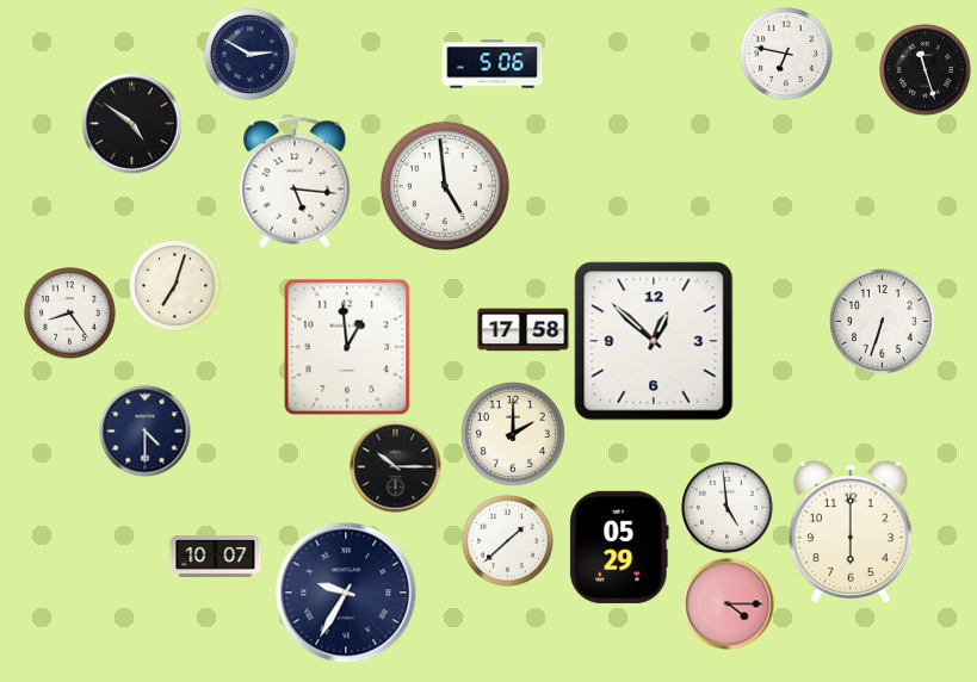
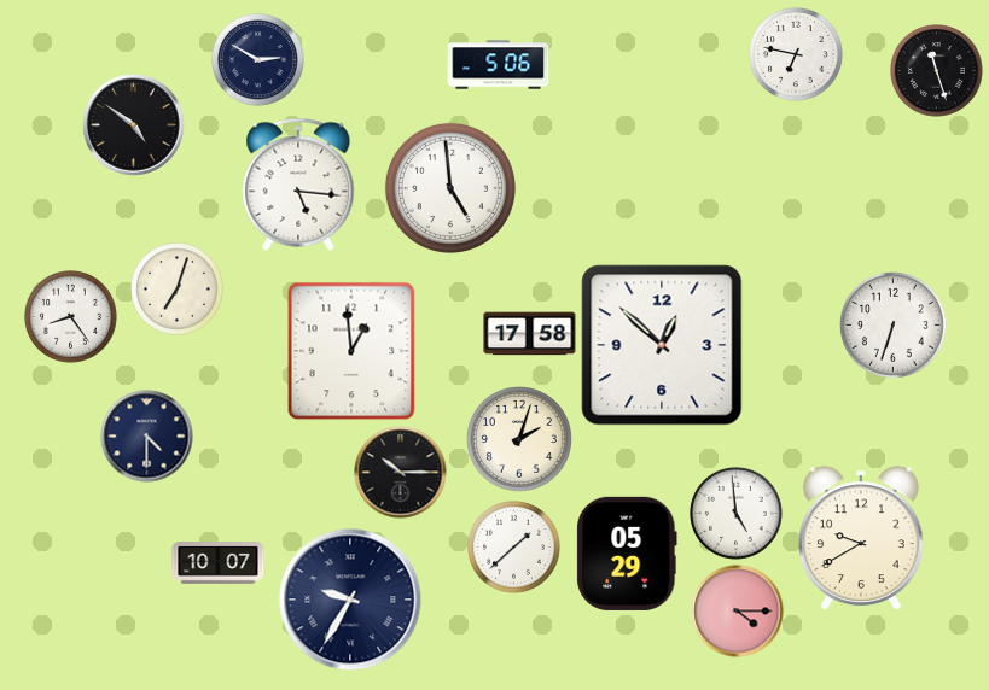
clock at (251, 55) position: (251, 55) -> (258, 60)
clock at (513, 434): 2:00 -> 2:03
clock at (851, 532): 6:00 -> 9:40
